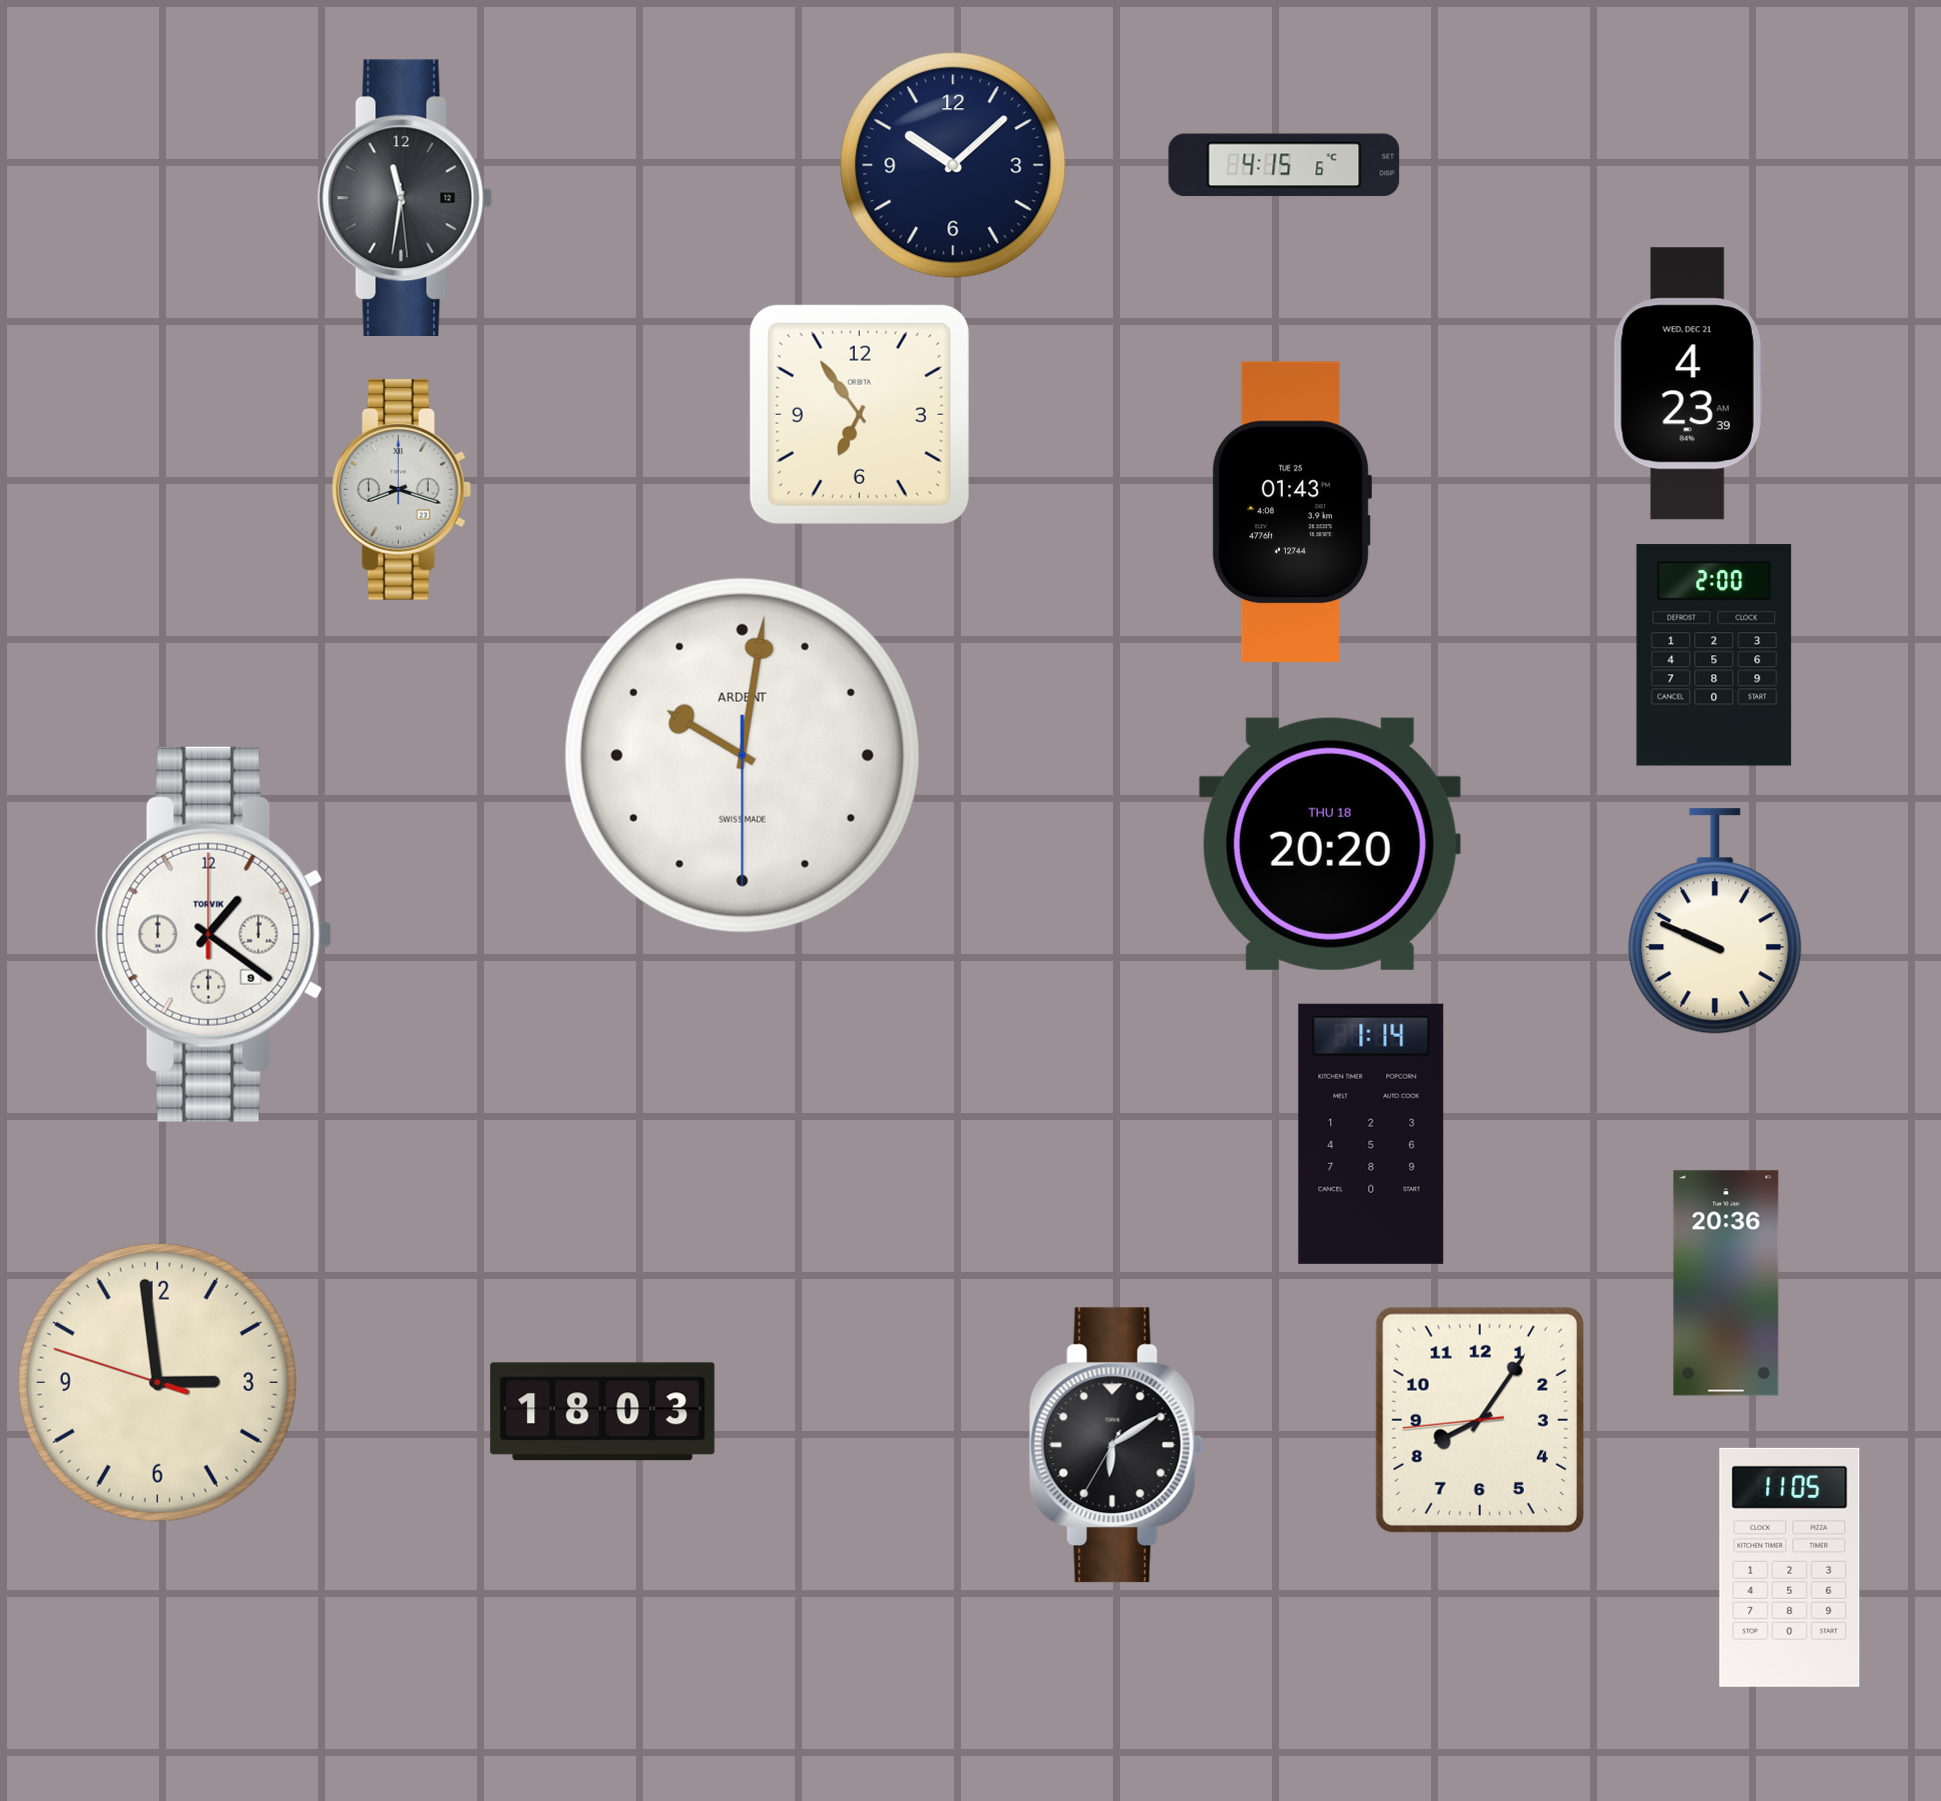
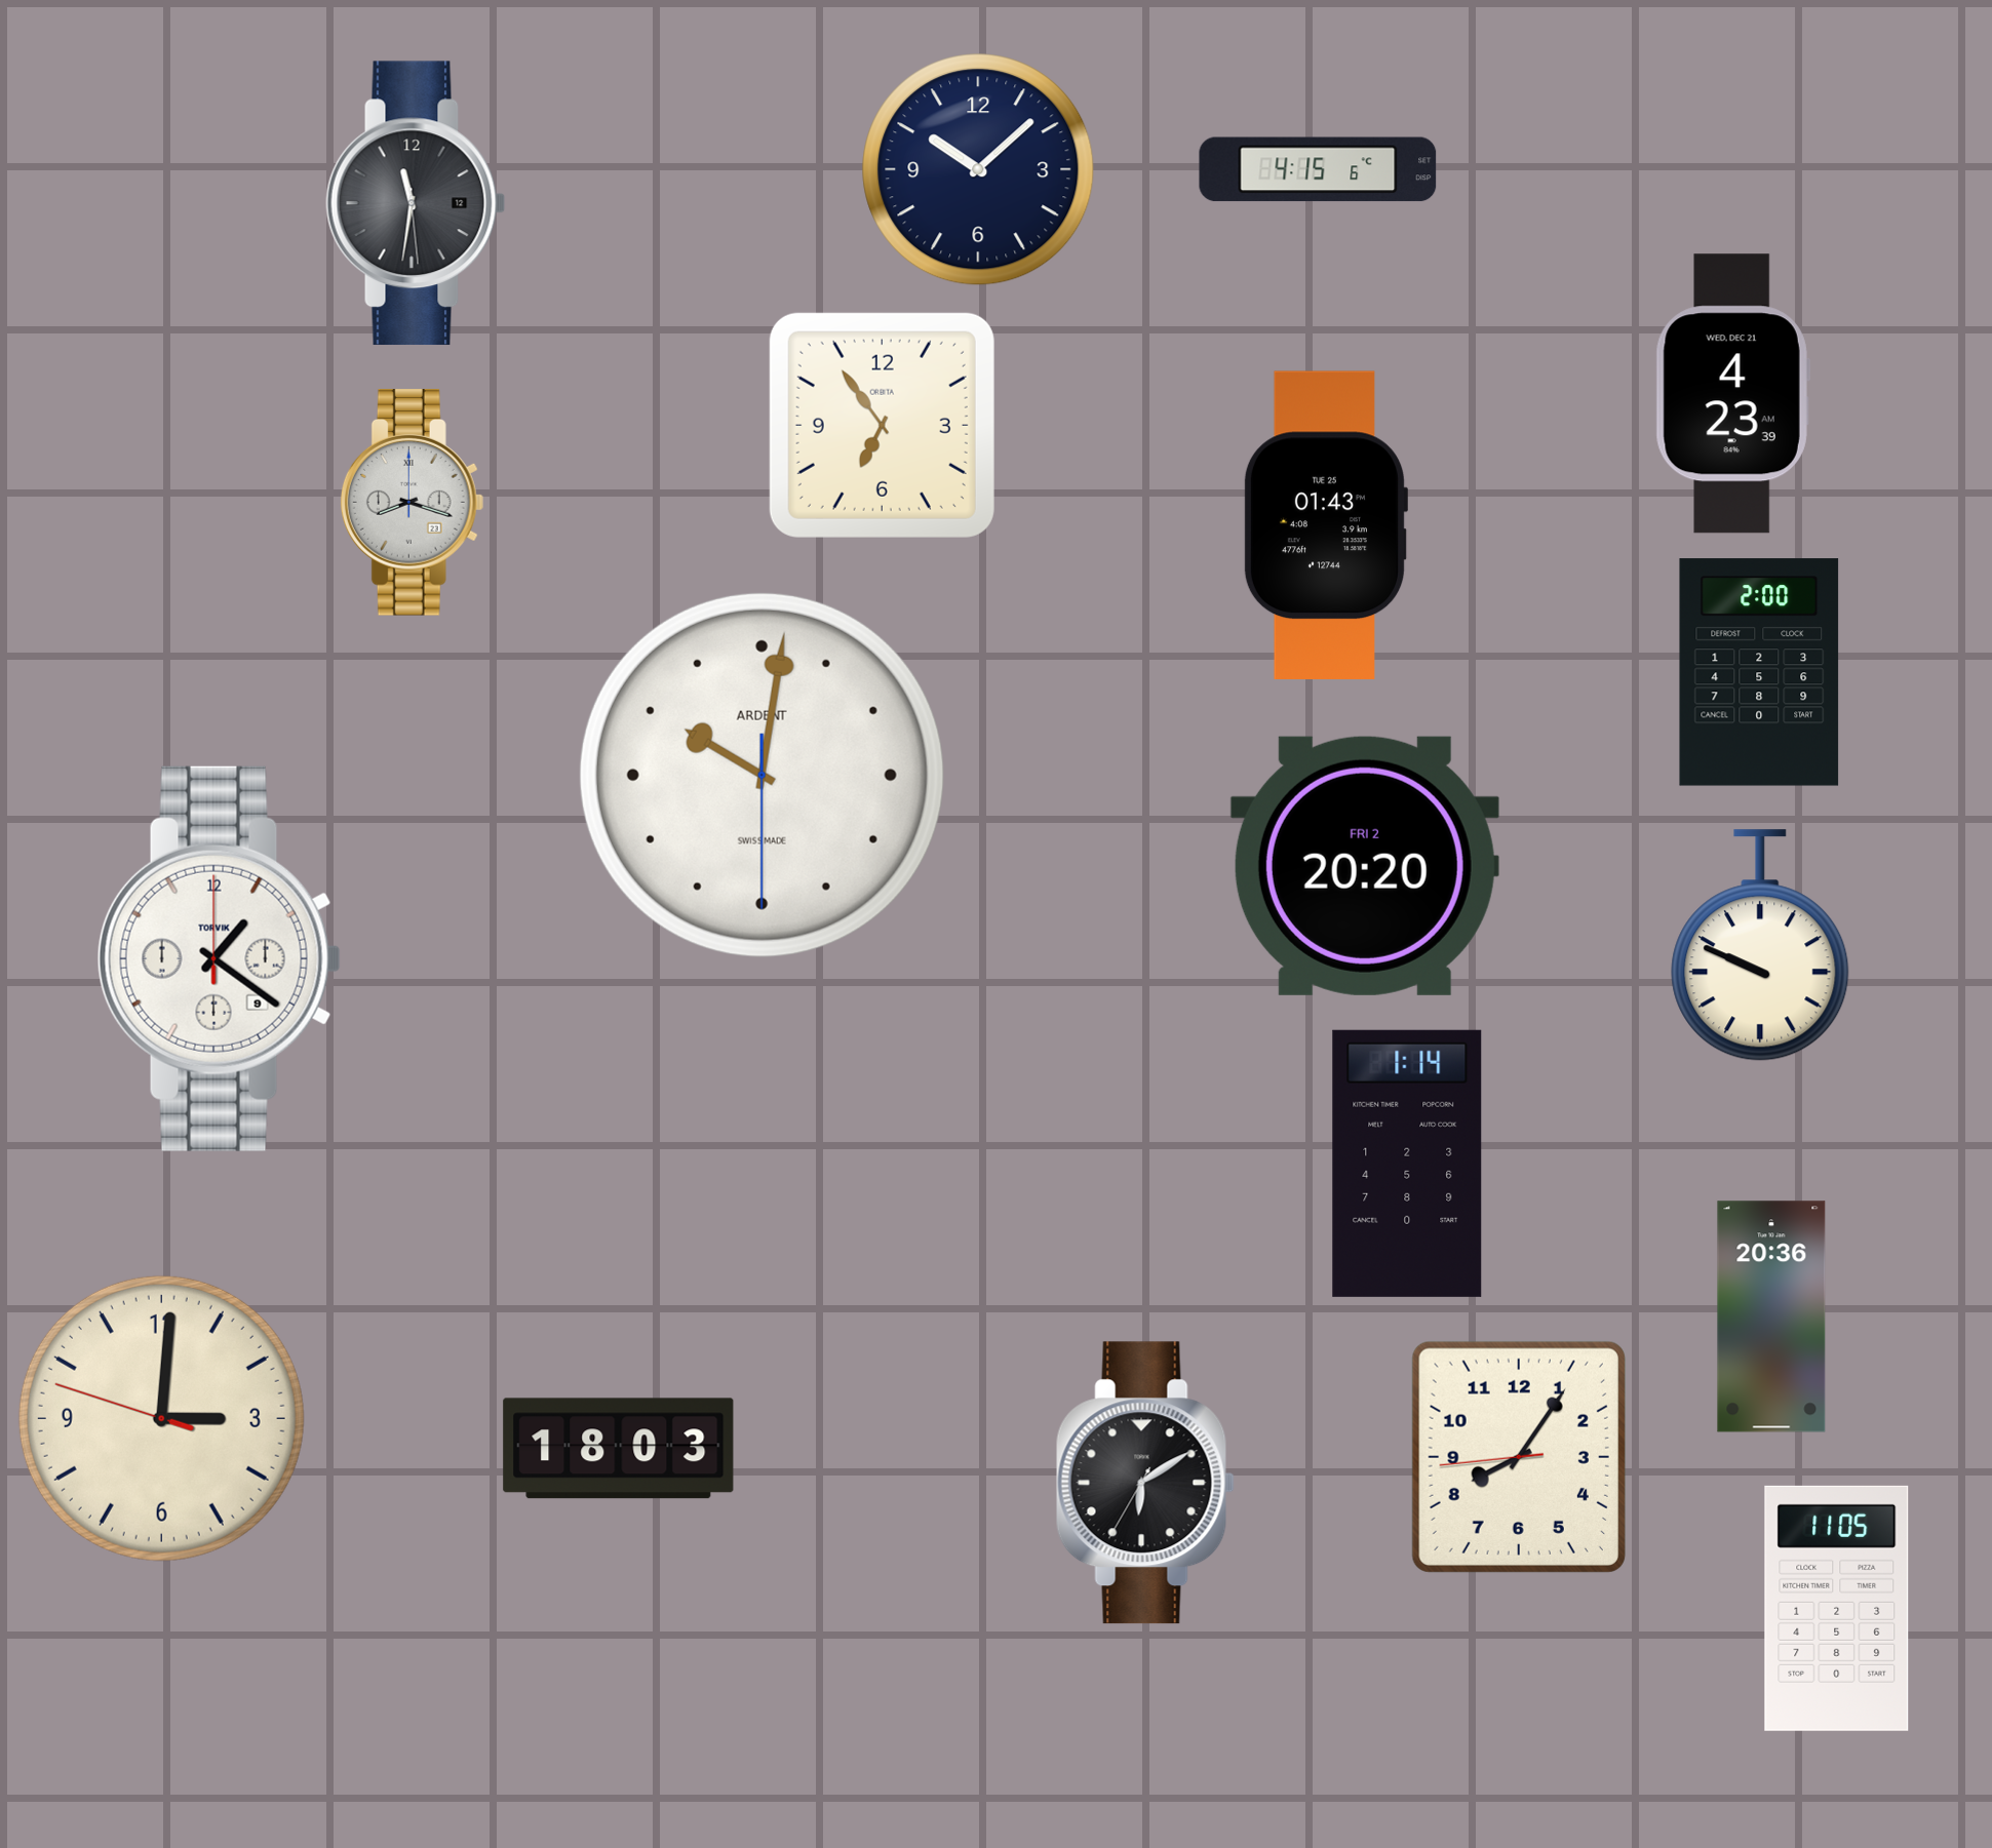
clock at (1330, 844) date: THU 18 -> FRI 2
clock at (157, 1382): 2:58 -> 3:00
